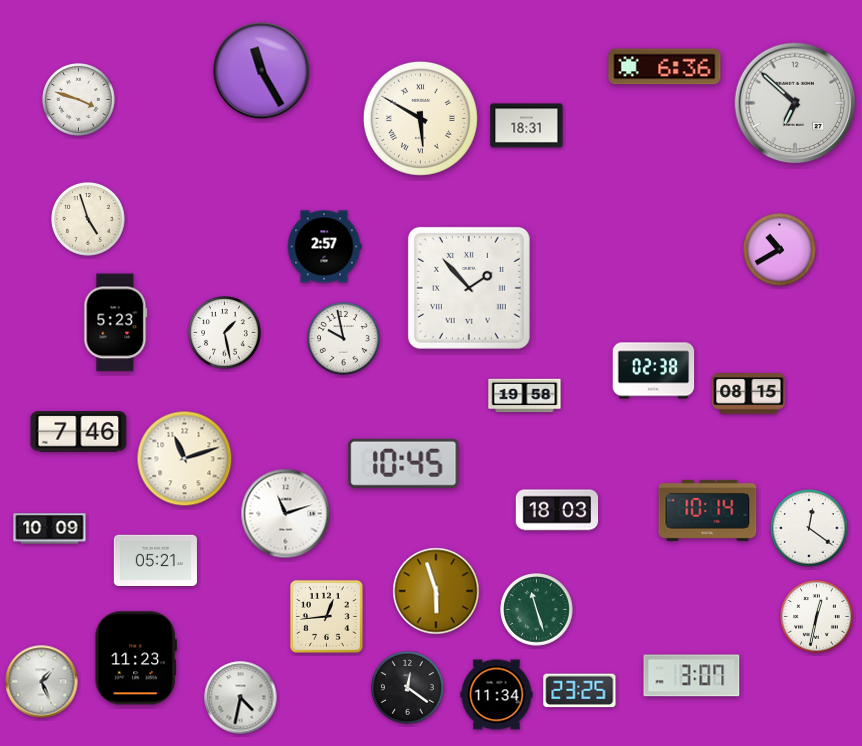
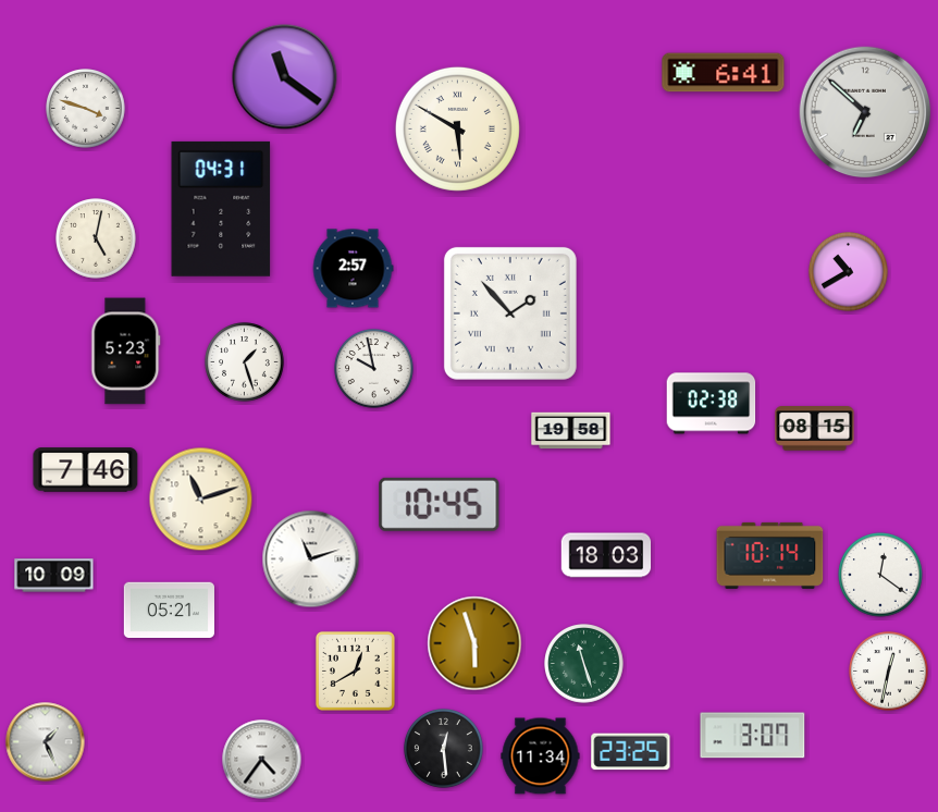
clock at (665, 67): 6:36 -> 6:41
clock at (262, 71): 11:25 -> 11:21
clock at (527, 126): 18:31 -> none
clock at (221, 209): none -> 04:31
clock at (88, 219): 4:57 -> 5:02
clock at (225, 333): 1:28 -> 1:27
clock at (326, 616): 12:44 -> 12:40
clock at (136, 658): 11:23 -> none
clock at (408, 688): 12:21 -> 12:29
clock at (241, 698): 4:32 -> 4:36
